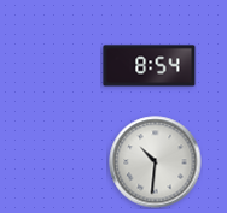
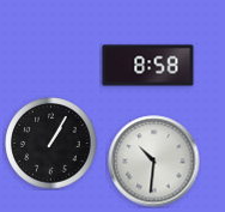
clock at (150, 66): 8:54 -> 8:58
clock at (51, 144): none -> 1:05
